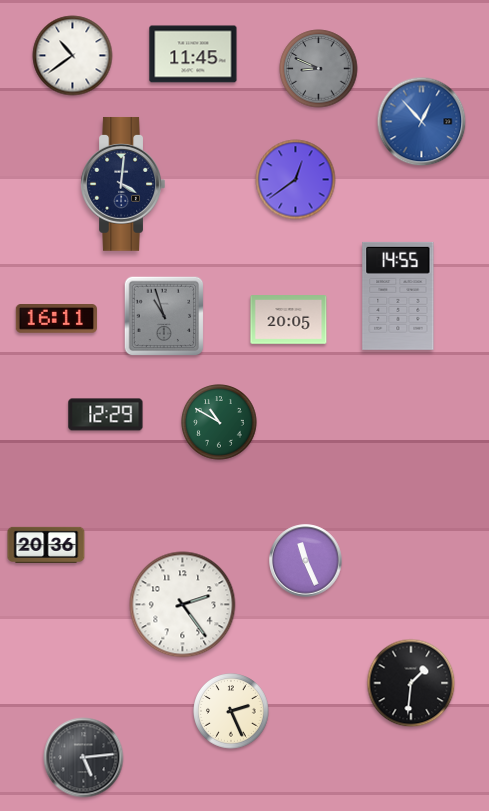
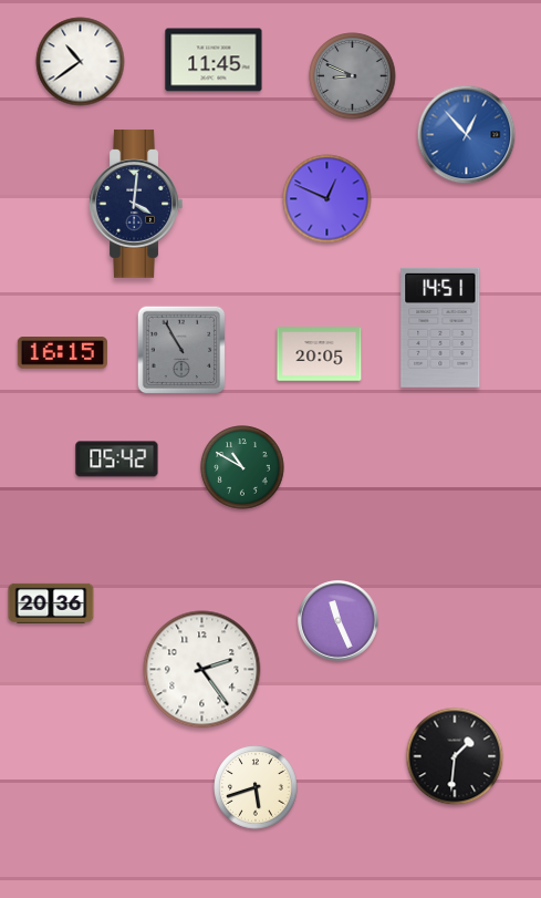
clock at (296, 180): 12:39 -> 12:49
clock at (398, 296): 14:55 -> 14:51
clock at (164, 316): 10:57 -> 10:55
clock at (56, 319): 16:11 -> 16:15
clock at (106, 415): 12:29 -> 05:42
clock at (231, 711): 2:26 -> 5:42
clock at (84, 758): 5:14 -> none
